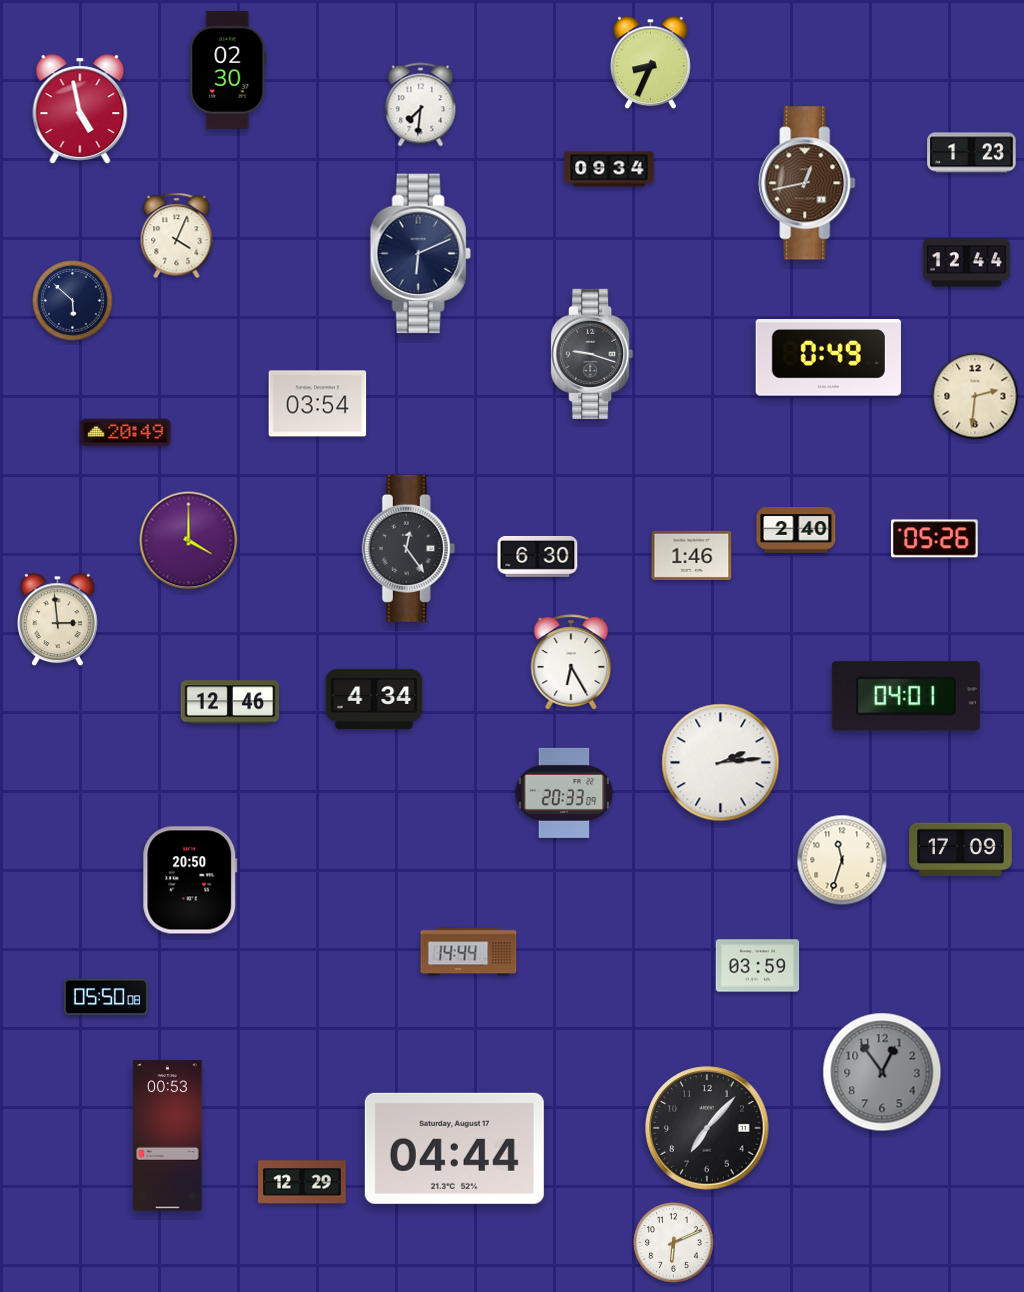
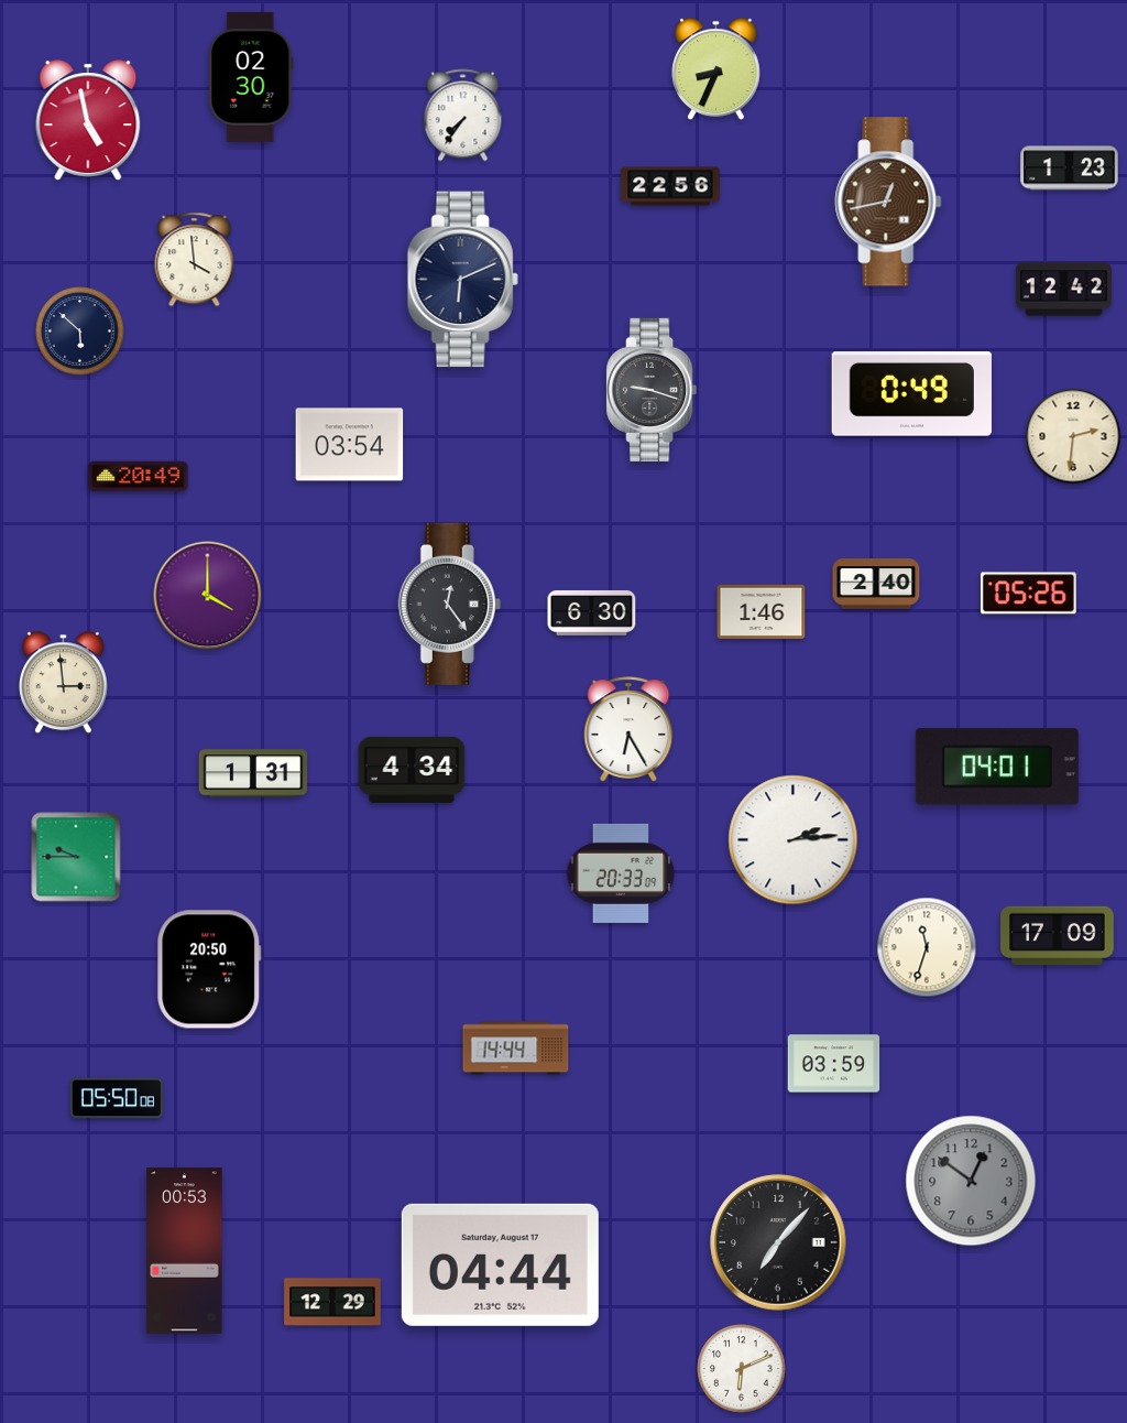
clock at (421, 105): 7:31 -> 7:36
clock at (609, 169): 09:34 -> 22:56
clock at (177, 236): 4:04 -> 3:59
clock at (967, 263): 12:44 -> 12:42
clock at (230, 702): 12:46 -> 1:31
clock at (76, 857): none -> 9:45
clock at (882, 1072): 12:54 -> 12:51
